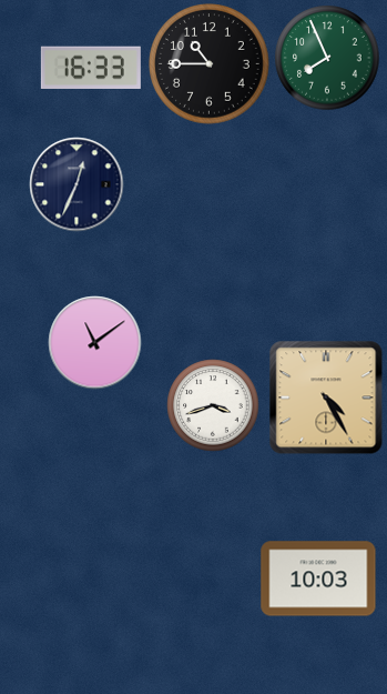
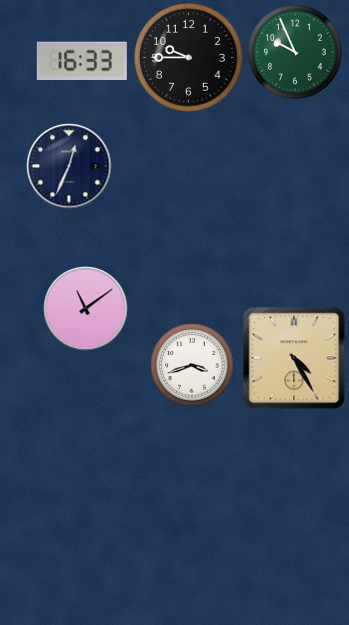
clock at (327, 58): 7:56 -> 9:56
clock at (210, 64): 10:45 -> 9:45
clock at (318, 579): 10:03 -> none
